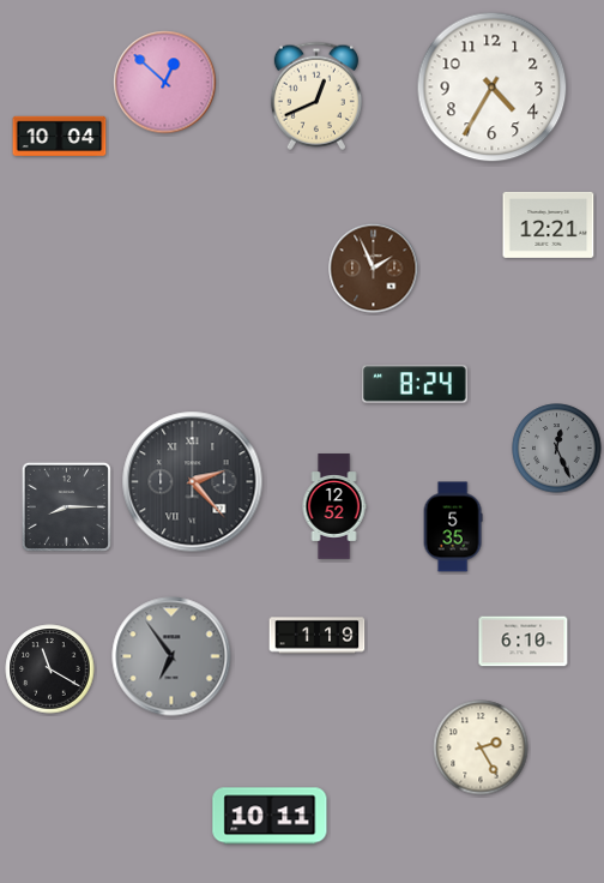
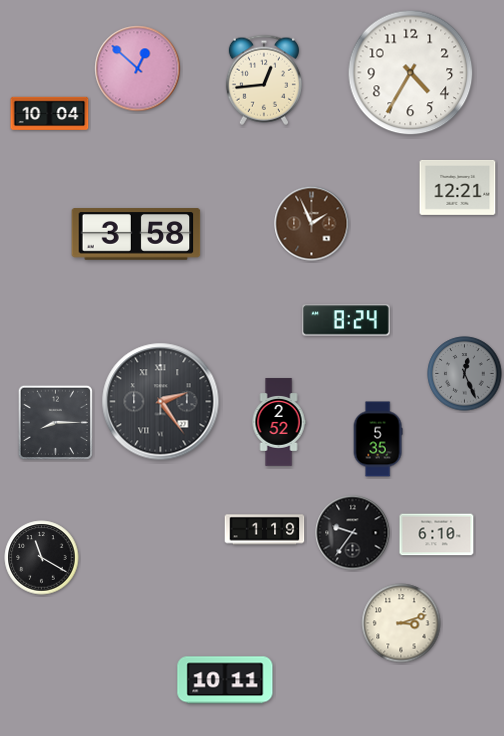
clock at (316, 96): 12:41 -> 12:44
clock at (136, 234): none -> 3:58
clock at (193, 482): 2:23 -> 2:24
clock at (334, 506): 12:52 -> 2:52
clock at (353, 533): none -> 9:36
clock at (171, 656): 6:54 -> none
clock at (481, 747): 2:25 -> 3:12
